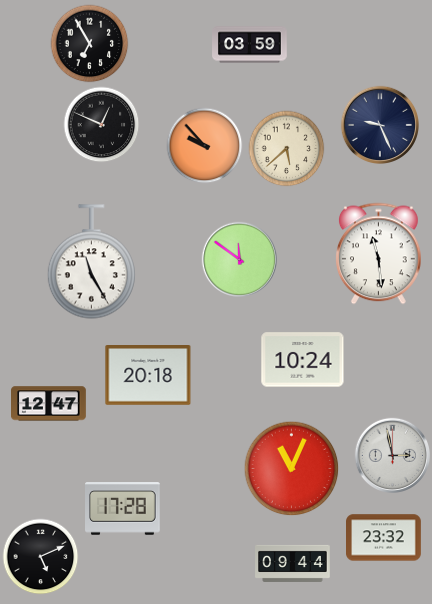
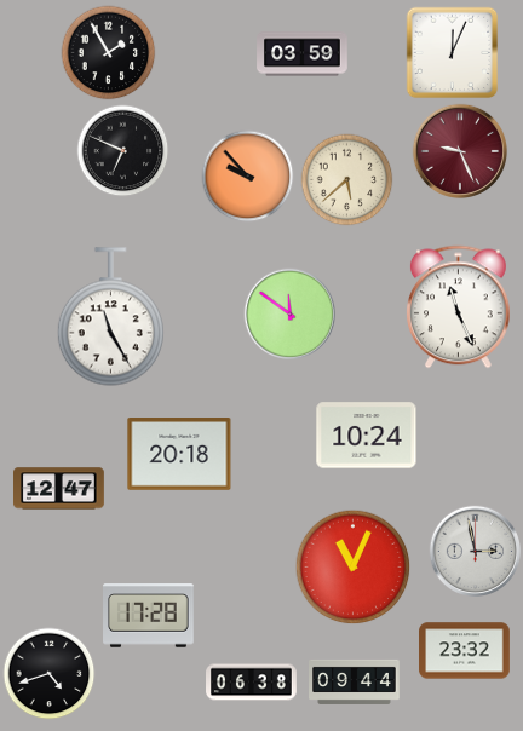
clock at (90, 44): 6:55 -> 1:55
clock at (453, 53): none -> 12:04
clock at (102, 125): 12:49 -> 6:49
clock at (380, 125) dial: navy -> burgundy
clock at (379, 254): 11:29 -> 11:26
clock at (41, 557): 5:11 -> 4:42
clock at (252, 683): none -> 06:38
